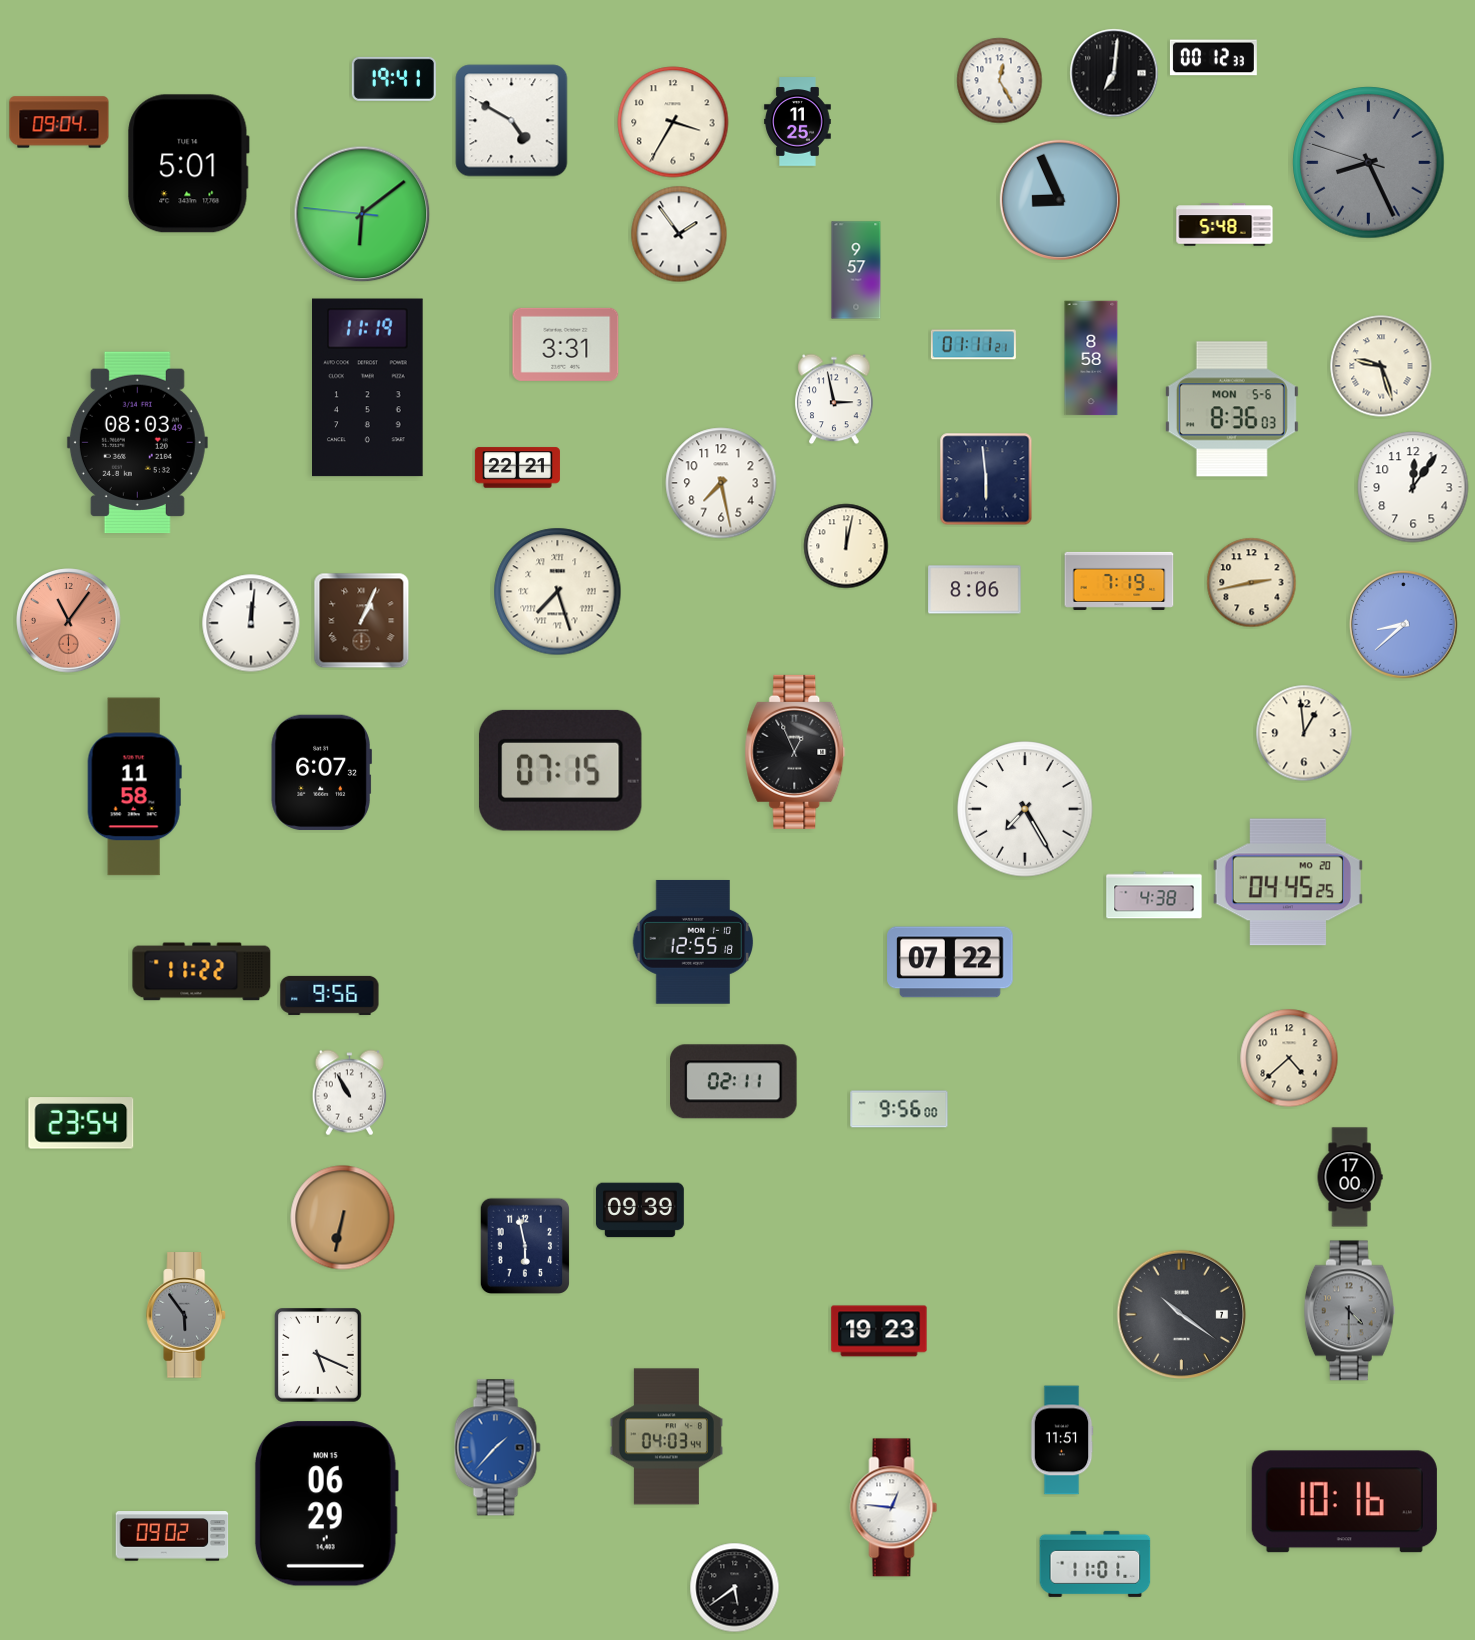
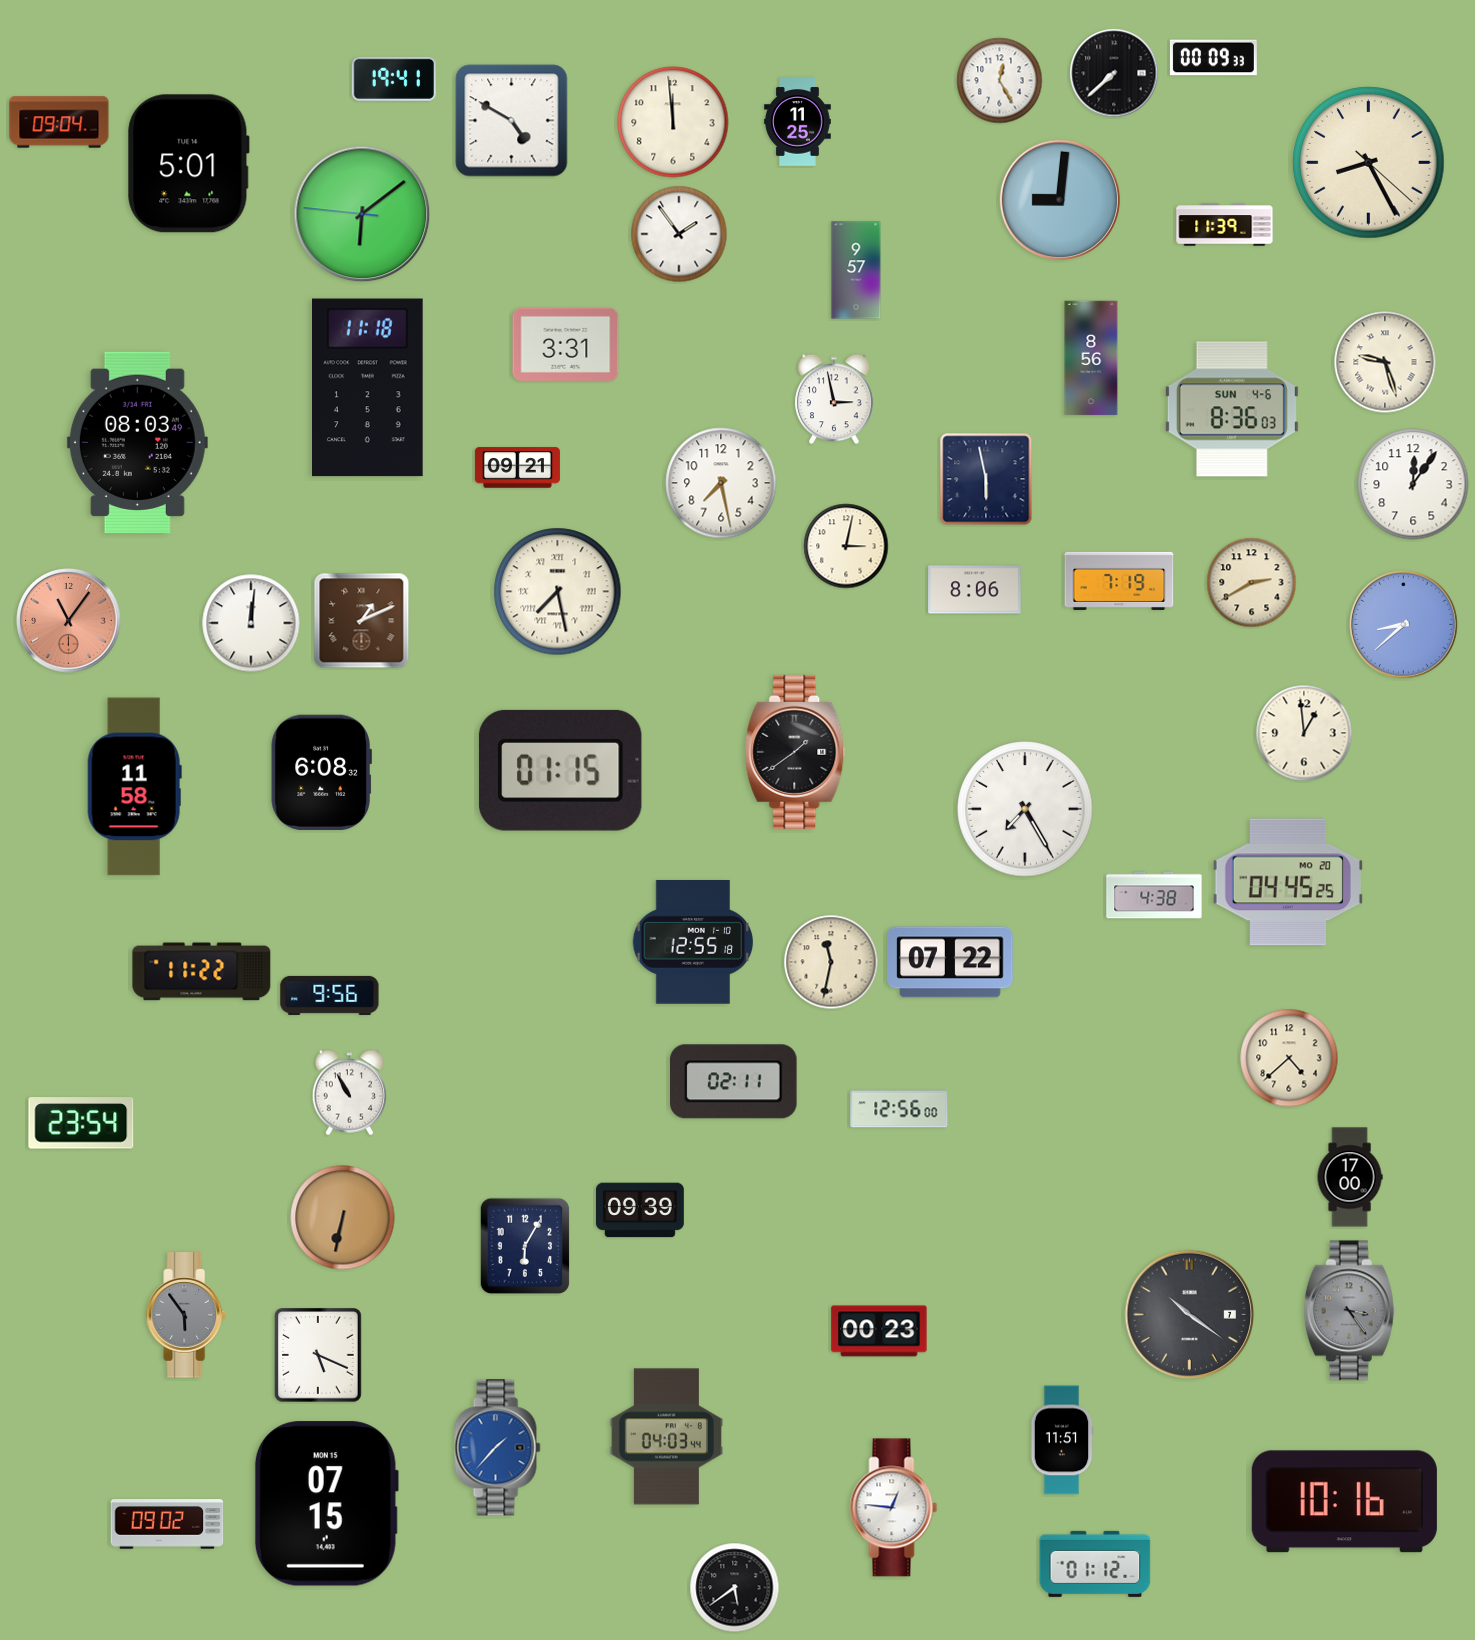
clock at (1213, 58): 00:12 -> 00:09
clock at (1114, 73): 7:01 -> 7:38
clock at (673, 122): 3:35 -> 11:59
clock at (1369, 163): 8:25:48 -> 8:25:22
clock at (1369, 163) dial: grey -> cream
clock at (1060, 200): 8:56 -> 9:01
clock at (1225, 225): 5:48 -> 11:39
clock at (973, 345): 01:11 -> none
clock at (1091, 358): 8:58 -> 8:56
clock at (1381, 366) position: (1381, 366) -> (1385, 362)
clock at (368, 388): 11:19 -> 11:18
clock at (1232, 409) date: MON 5-6 -> SUN 4-6
clock at (517, 468): 22:21 -> 09:21
clock at (986, 479): 5:59 -> 5:58
clock at (1413, 487) position: (1413, 487) -> (1413, 484)
clock at (846, 546): 12:02 -> 3:02
clock at (1252, 583): 2:43 -> 2:40
clock at (558, 592): 7:27 -> 7:28
clock at (362, 621): 1:04 -> 1:11
clock at (795, 752): 12:56 -> 1:39
clock at (560, 770): 07:15 -> 01:15
clock at (321, 772): 6:07 -> 6:08
clock at (831, 962): none -> 11:32
clock at (899, 1109): 9:56 -> 12:56
clock at (524, 1246): 5:58 -> 6:05
clock at (1349, 1311): 4:30 -> 3:24
clock at (1182, 1315) position: (1182, 1315) -> (1190, 1315)
clock at (879, 1331): 19:23 -> 00:23
clock at (326, 1504): 06:29 -> 07:15
clock at (172, 1536) position: (172, 1536) -> (167, 1524)
clock at (1095, 1564): 11:01 -> 01:12
